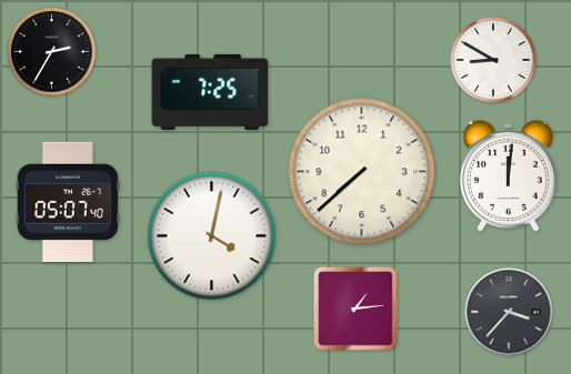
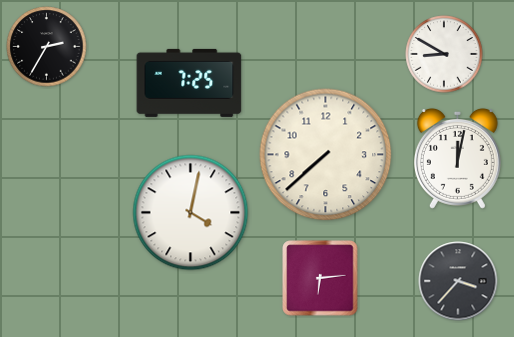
clock at (508, 175): 12:01 -> 12:02
clock at (68, 201): 05:07 -> none
clock at (355, 309): 1:14 -> 6:14
